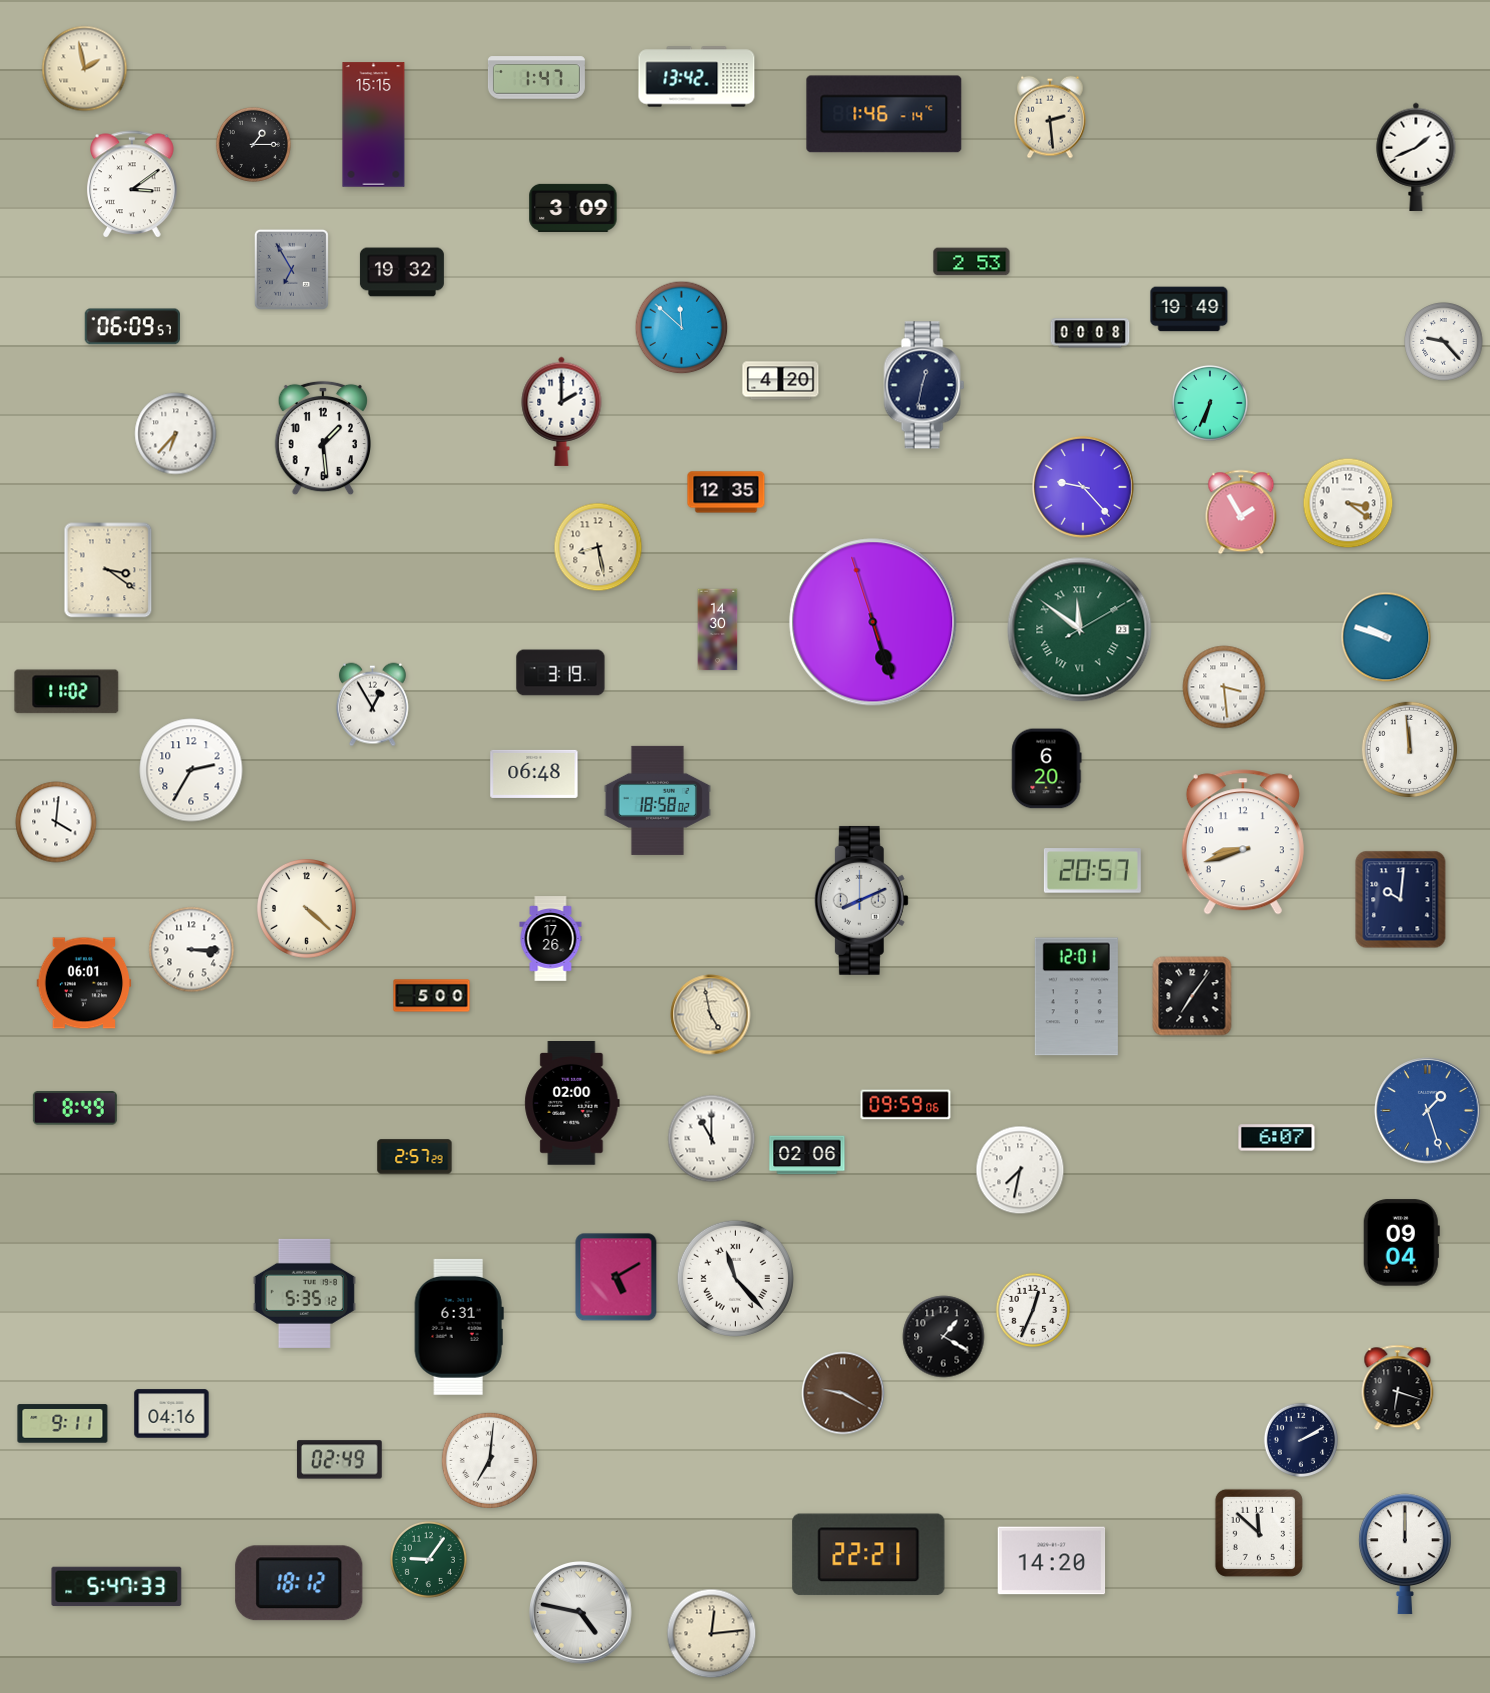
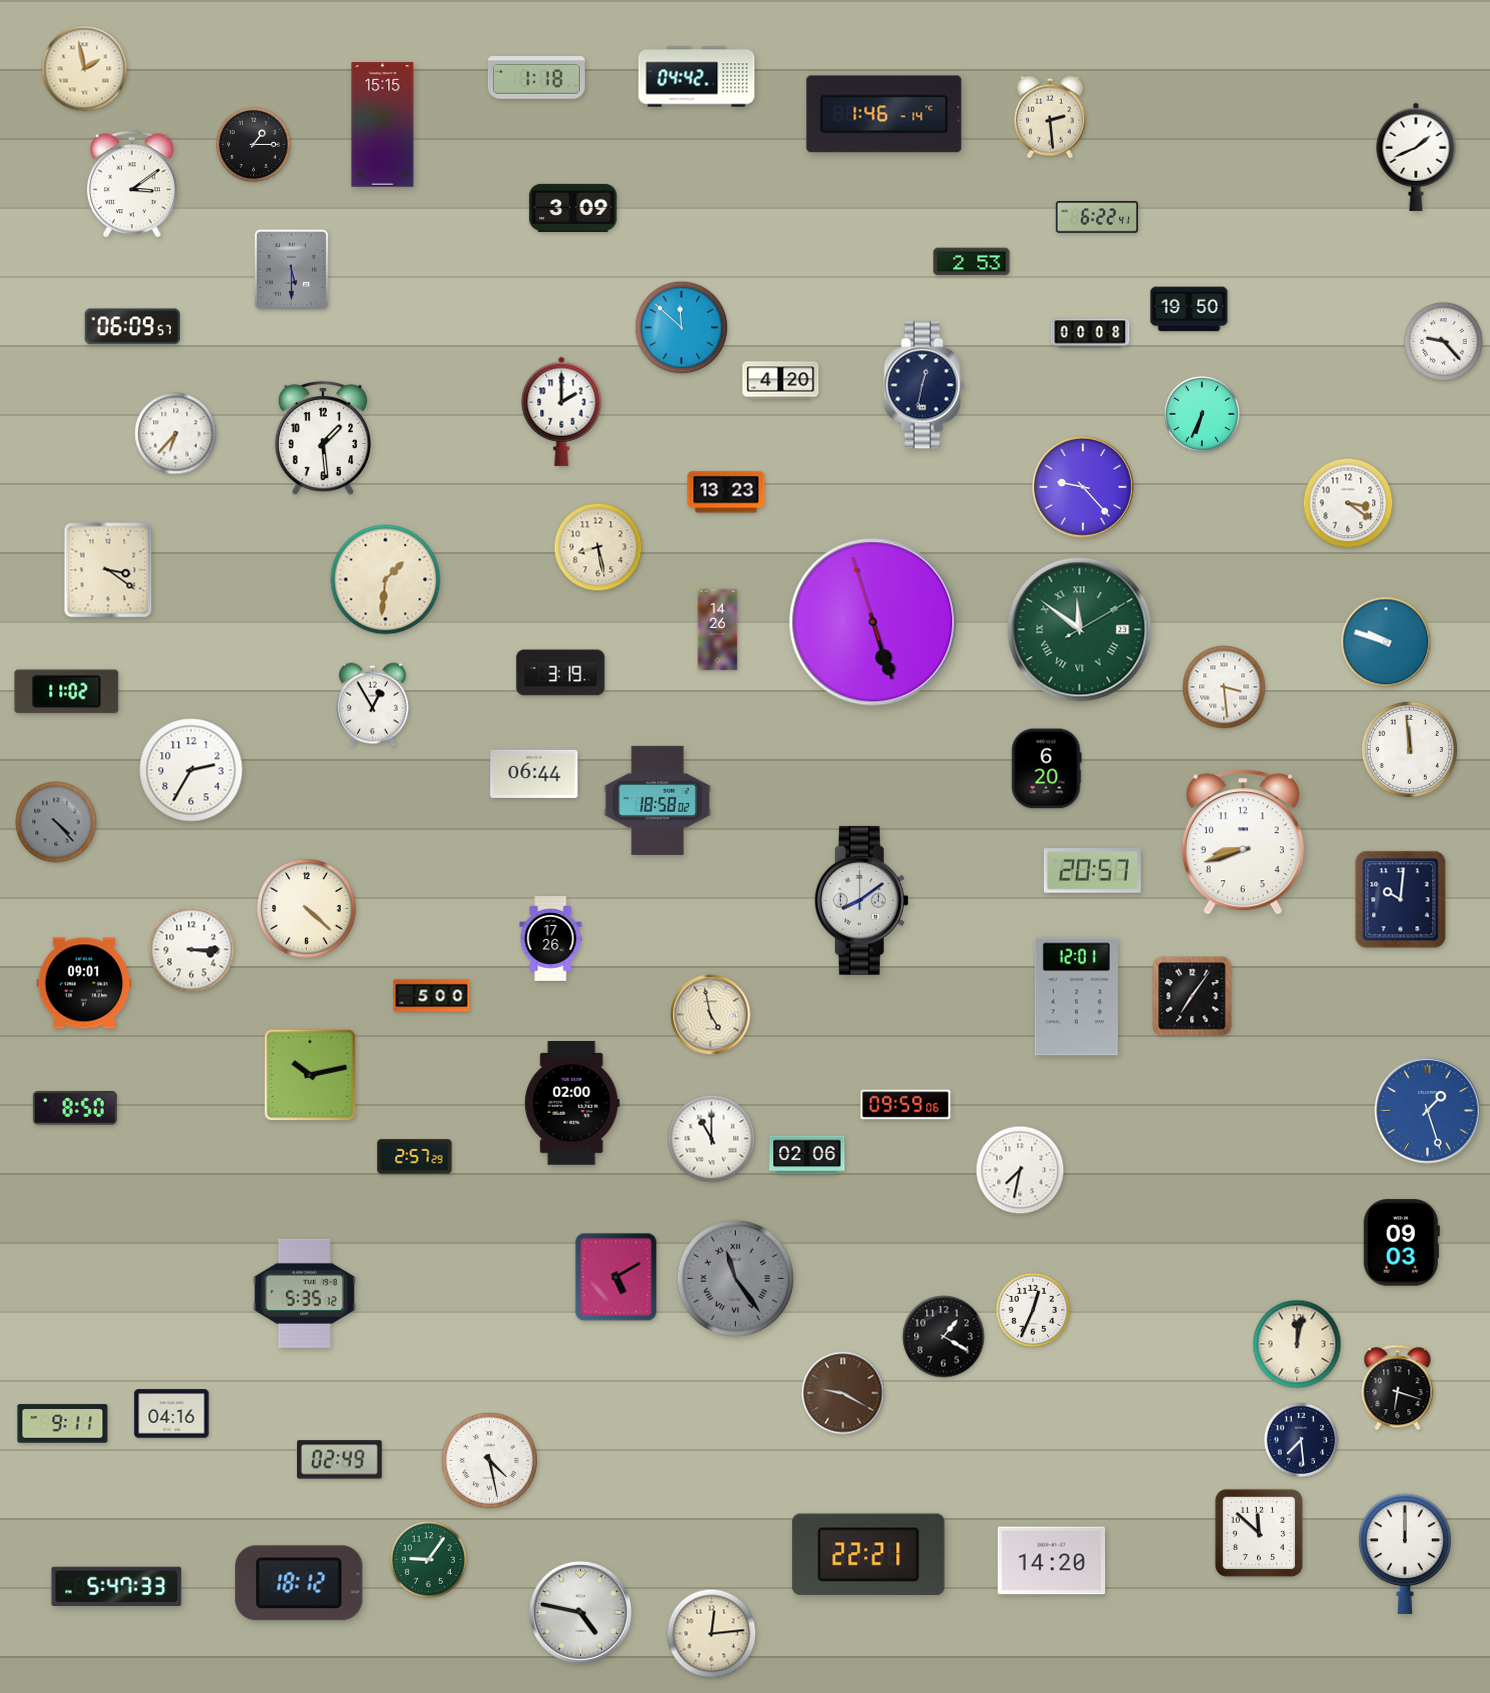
clock at (697, 77): 13:42 -> 04:42
clock at (536, 78): 1:47 -> 1:18
clock at (374, 125) position: (374, 125) -> (383, 125)
clock at (1096, 217): none -> 6:22
clock at (291, 269): 6:55 -> 5:30
clock at (402, 272): 19:32 -> none
clock at (1189, 309): 19:49 -> 19:50
clock at (1210, 403) position: (1210, 403) -> (1202, 414)
clock at (726, 492): 12:35 -> 13:23
clock at (1241, 512): 1:55 -> none
clock at (386, 580): none -> 1:31
clock at (718, 630): 14:30 -> 14:26
clock at (1386, 637) position: (1386, 637) -> (1386, 642)
clock at (534, 774): 06:48 -> 06:44
clock at (56, 822): 4:01 -> 4:23
clock at (56, 822) dial: white -> grey
clock at (861, 900): 8:11 -> 8:09
clock at (84, 983): 06:01 -> 09:01
clock at (310, 1075): none -> 10:13
clock at (75, 1109): 8:49 -> 8:50
clock at (1277, 1138): 6:07 -> none
clock at (1401, 1243): 09:04 -> 09:03
clock at (735, 1278): 11:23 -> 11:24
clock at (735, 1278) dial: white -> grey
clock at (459, 1327): 6:31 -> none
clock at (1297, 1344): none -> 12:02
clock at (1300, 1439): 2:10 -> 7:29
clock at (489, 1460): 7:01 -> 4:28
